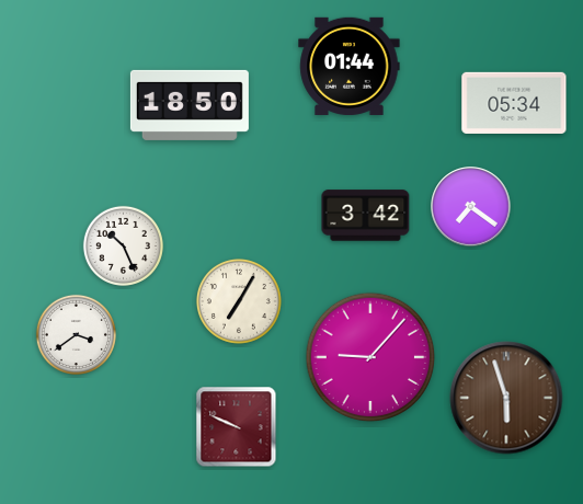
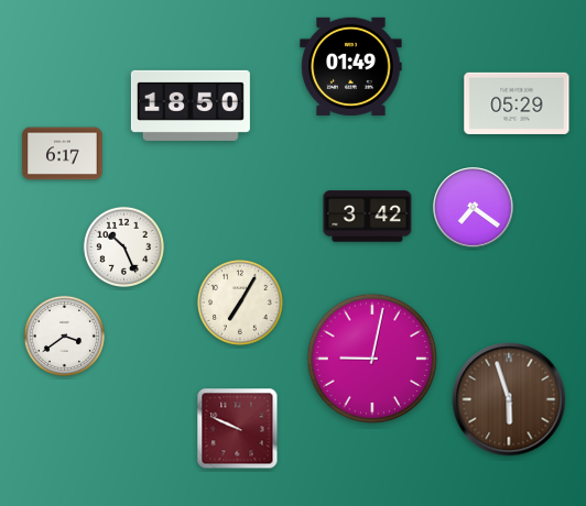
clock at (350, 66): 01:44 -> 01:49
clock at (514, 103): 05:34 -> 05:29
clock at (63, 154): none -> 6:17
clock at (76, 334) position: (76, 334) -> (64, 335)
clock at (370, 357): 9:07 -> 9:02
